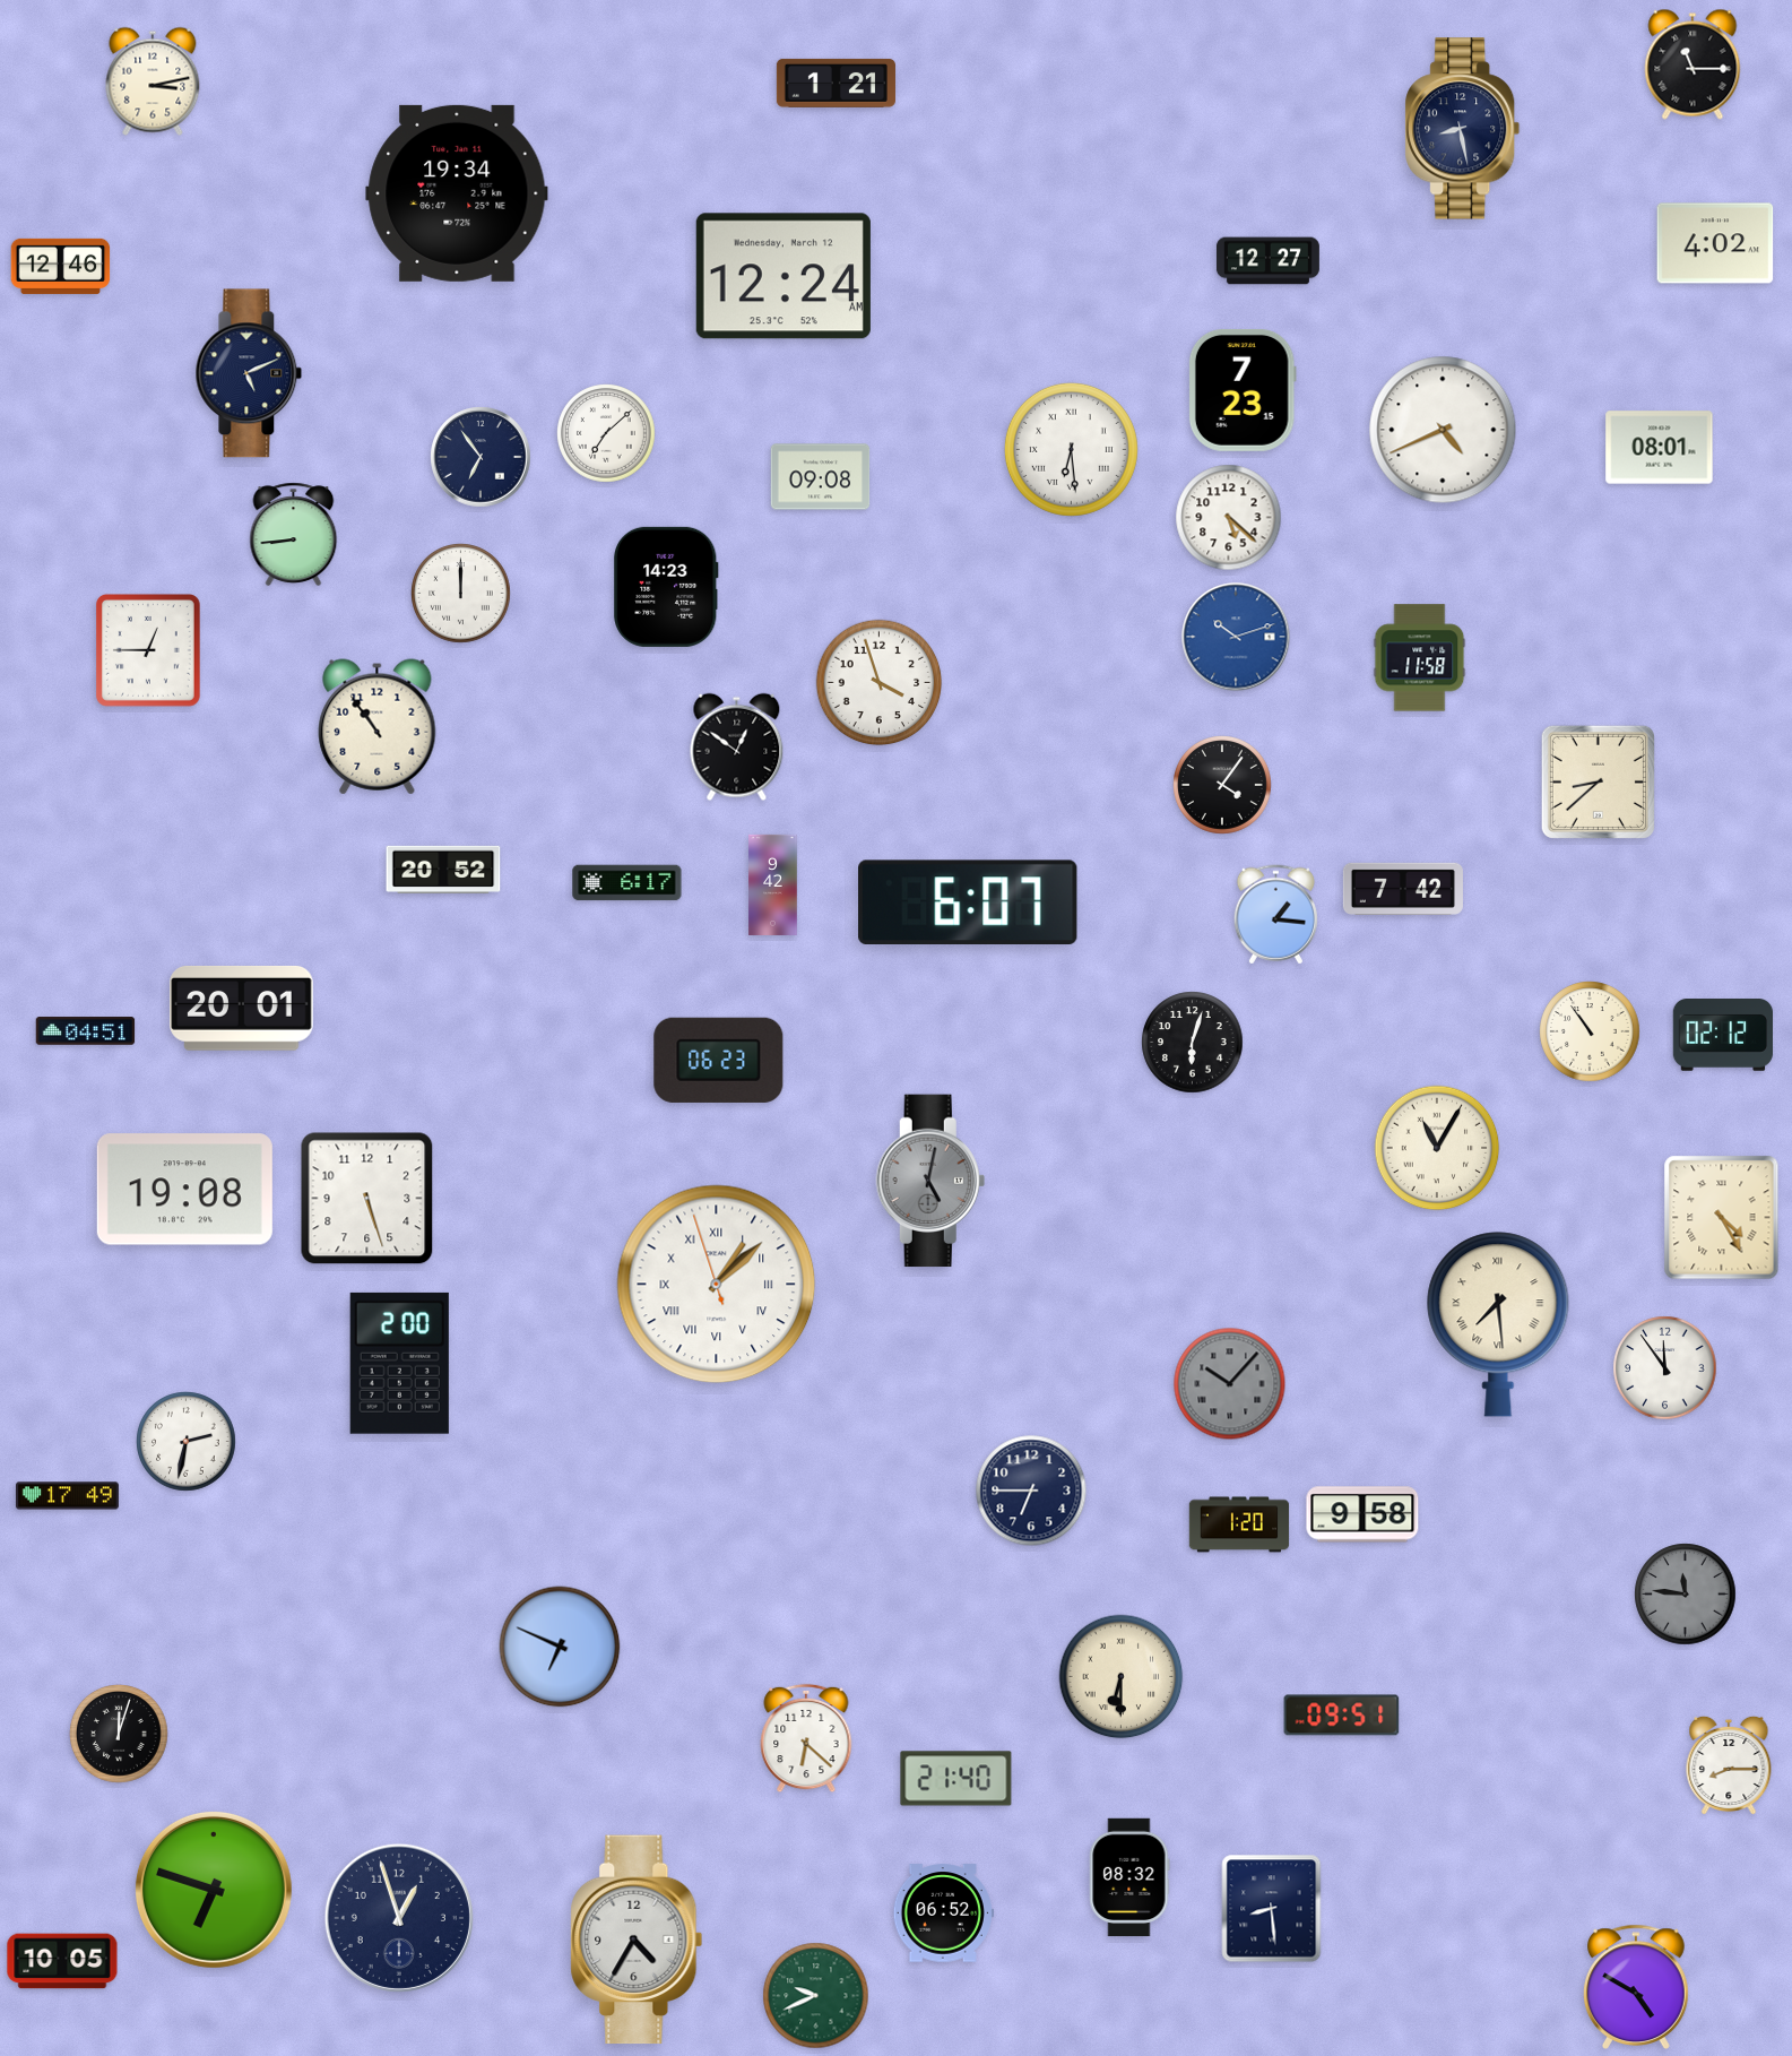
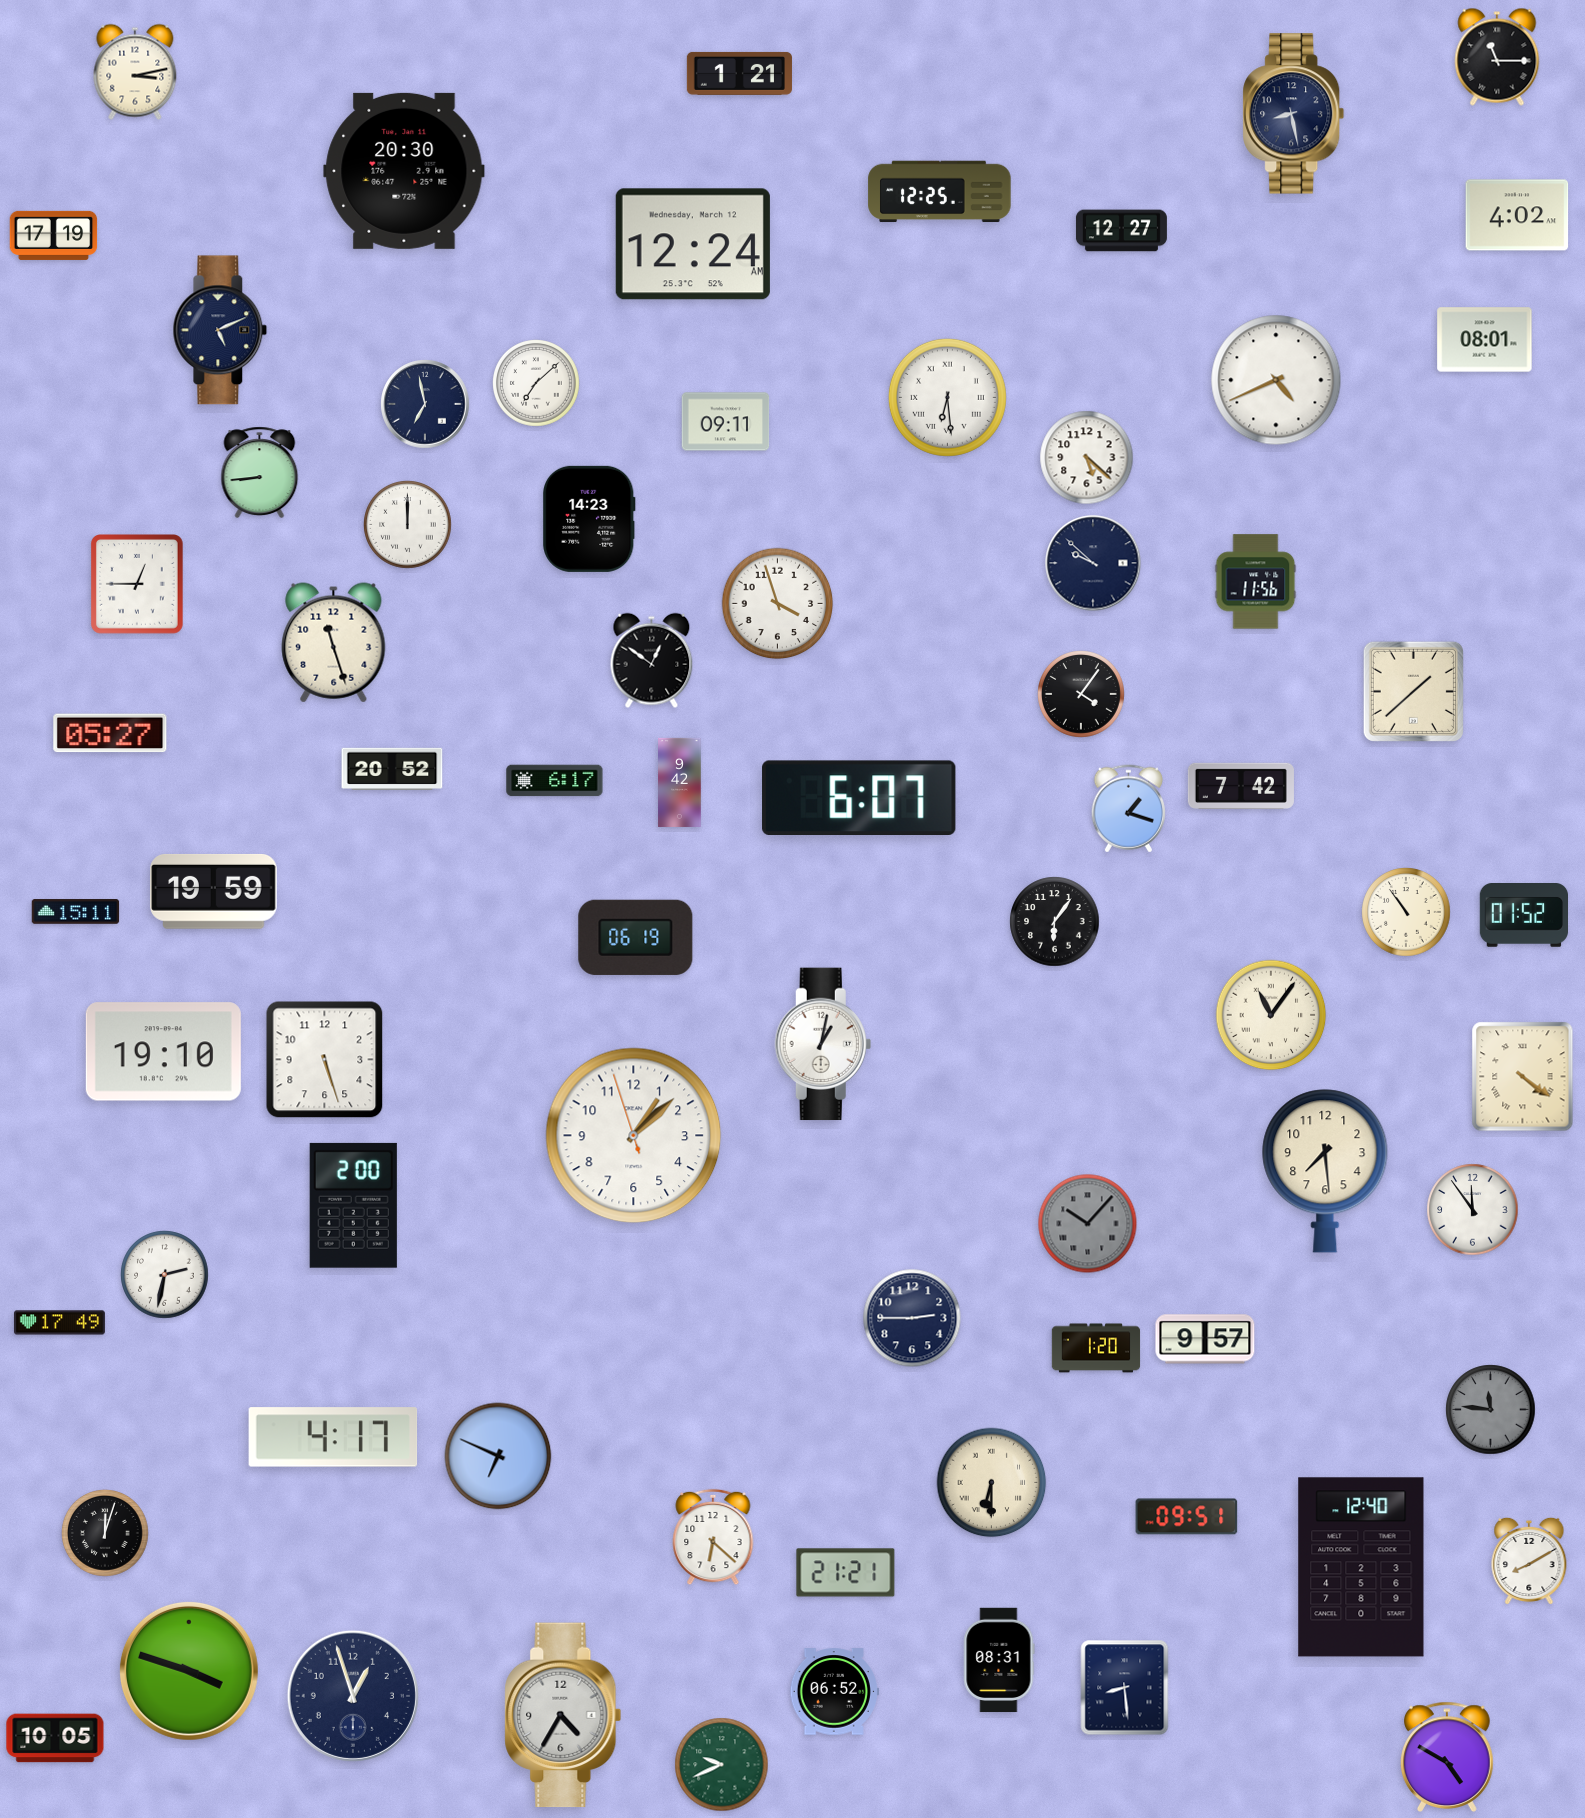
clock at (457, 193): 19:34 -> 20:30
clock at (940, 192): none -> 12:25
clock at (61, 266): 12:46 -> 17:19
clock at (1243, 390): 7:23 -> none
clock at (1660, 448) position: (1660, 448) -> (1485, 340)
clock at (481, 457): 6:54 -> 6:58
clock at (821, 477): 09:08 -> 09:11
clock at (1236, 637): 10:12 -> 9:52
clock at (1236, 637) dial: blue -> navy
clock at (148, 651) position: (148, 651) -> (137, 585)
clock at (1420, 658): 11:58 -> 11:56
clock at (378, 727): 10:54 -> 11:27
clock at (1598, 781): 8:38 -> 1:38
clock at (110, 733): none -> 05:27
clock at (773, 884) position: (773, 884) -> (680, 782)
clock at (968, 901) position: (968, 901) -> (859, 797)
clock at (1275, 915): 1:16 -> 1:18
clock at (242, 1008): 20:01 -> 19:59
clock at (86, 1031): 04:51 -> 15:11
clock at (1722, 1036): 02:12 -> 01:52
clock at (1193, 1043): 6:03 -> 6:06
clock at (719, 1060): 06:23 -> 06:19
clock at (1437, 1148): 11:05 -> 11:06
clock at (930, 1181): 5:02 -> 1:02
clock at (930, 1181) dial: grey -> white
clock at (184, 1190): 19:08 -> 19:10
clock at (1722, 1218): 4:25 -> 4:21
clock at (717, 1285) numerals: Roman -> Arabic
clock at (1498, 1324) numerals: Roman -> Arabic
clock at (1031, 1491): 6:45 -> 2:45
clock at (1362, 1514): 9:58 -> 9:57
clock at (333, 1437): none -> 4:17
clock at (560, 1647) position: (560, 1647) -> (498, 1456)
clock at (1729, 1765): 8:15 -> 8:10
clock at (1361, 1567): none -> 12:40
clock at (956, 1779): 21:40 -> 21:21
clock at (1129, 1877): 08:32 -> 08:31
clock at (214, 1890): 6:48 -> 3:48
clock at (62, 1961) position: (62, 1961) -> (55, 1738)
